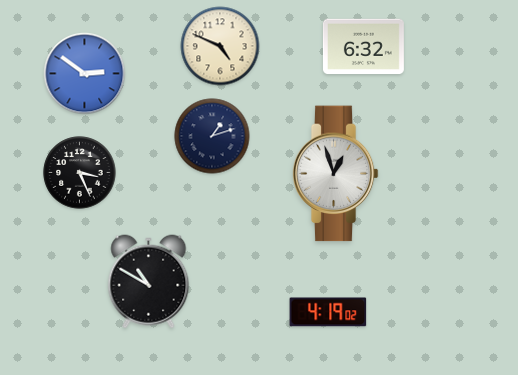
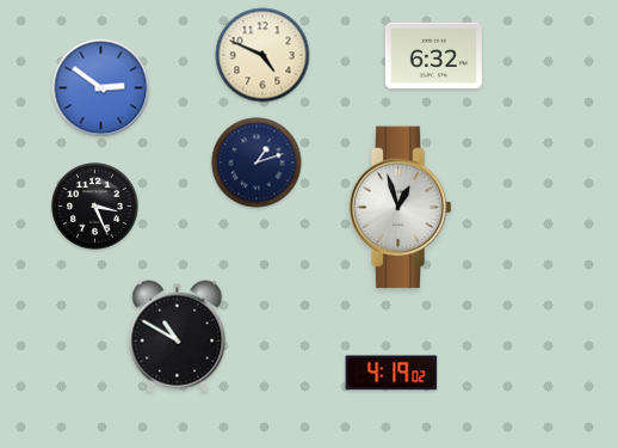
clock at (212, 136) position: (212, 136) -> (257, 162)
